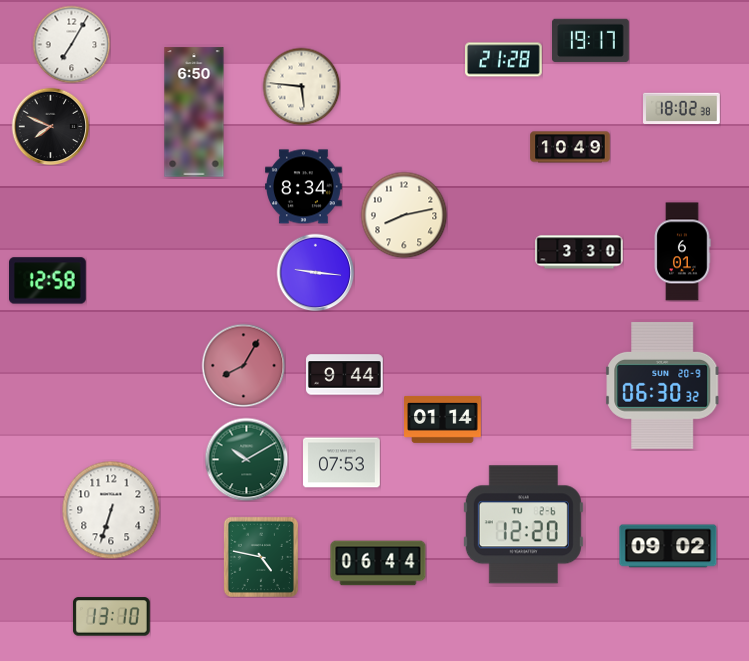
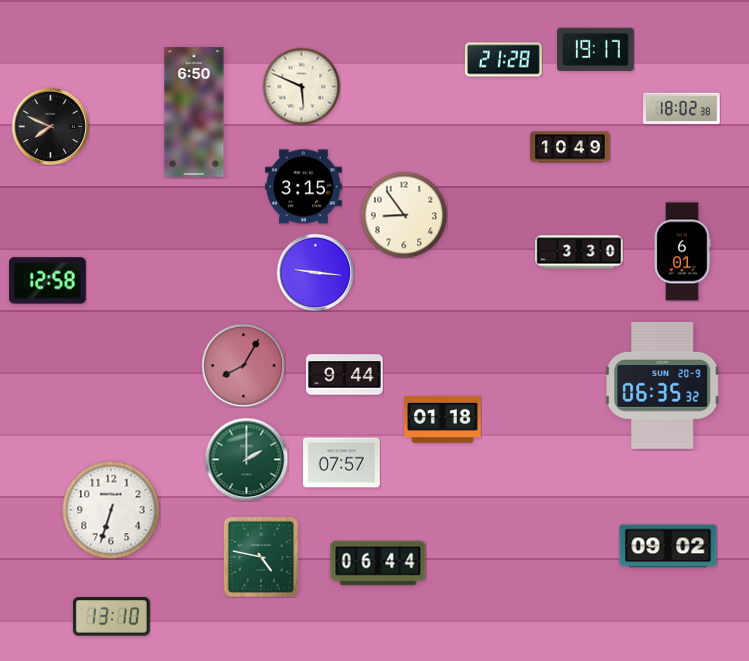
clock at (591, 41) position: (591, 41) -> (596, 50)
clock at (71, 44): 7:05 -> none
clock at (301, 86): 5:46 -> 5:49
clock at (304, 187): 8:34 -> 3:15
clock at (404, 215): 8:13 -> 8:54
clock at (663, 385): 06:30 -> 06:35
clock at (443, 419): 01:14 -> 01:18
clock at (246, 459): 10:10 -> 2:00
clock at (342, 463): 07:53 -> 07:57
clock at (523, 525): 12:20 -> none
